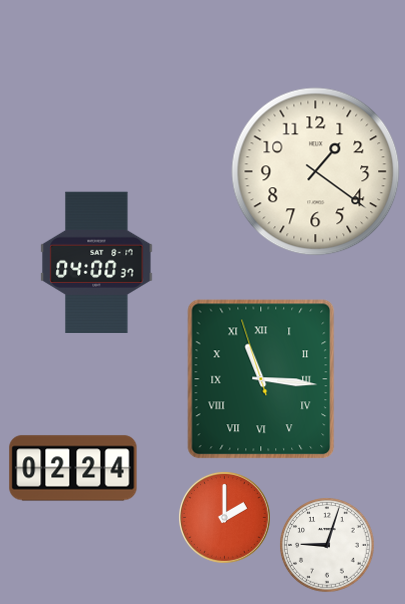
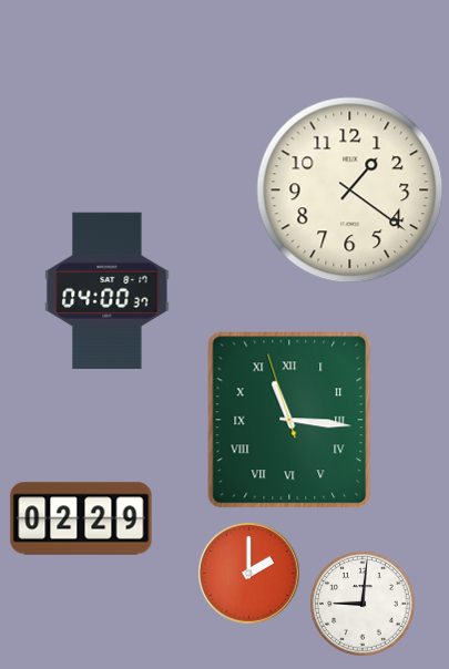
clock at (73, 468): 02:24 -> 02:29
clock at (327, 545): 9:03 -> 9:01
